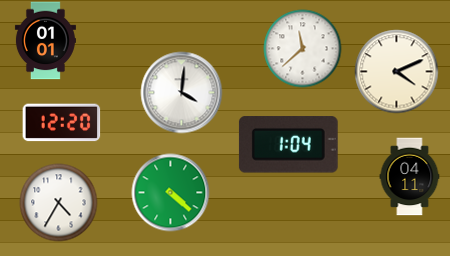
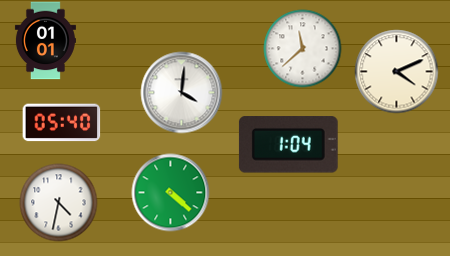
clock at (61, 123): 12:20 -> 05:40
clock at (410, 176): 04:11 -> none
clock at (58, 202): 4:35 -> 4:32
